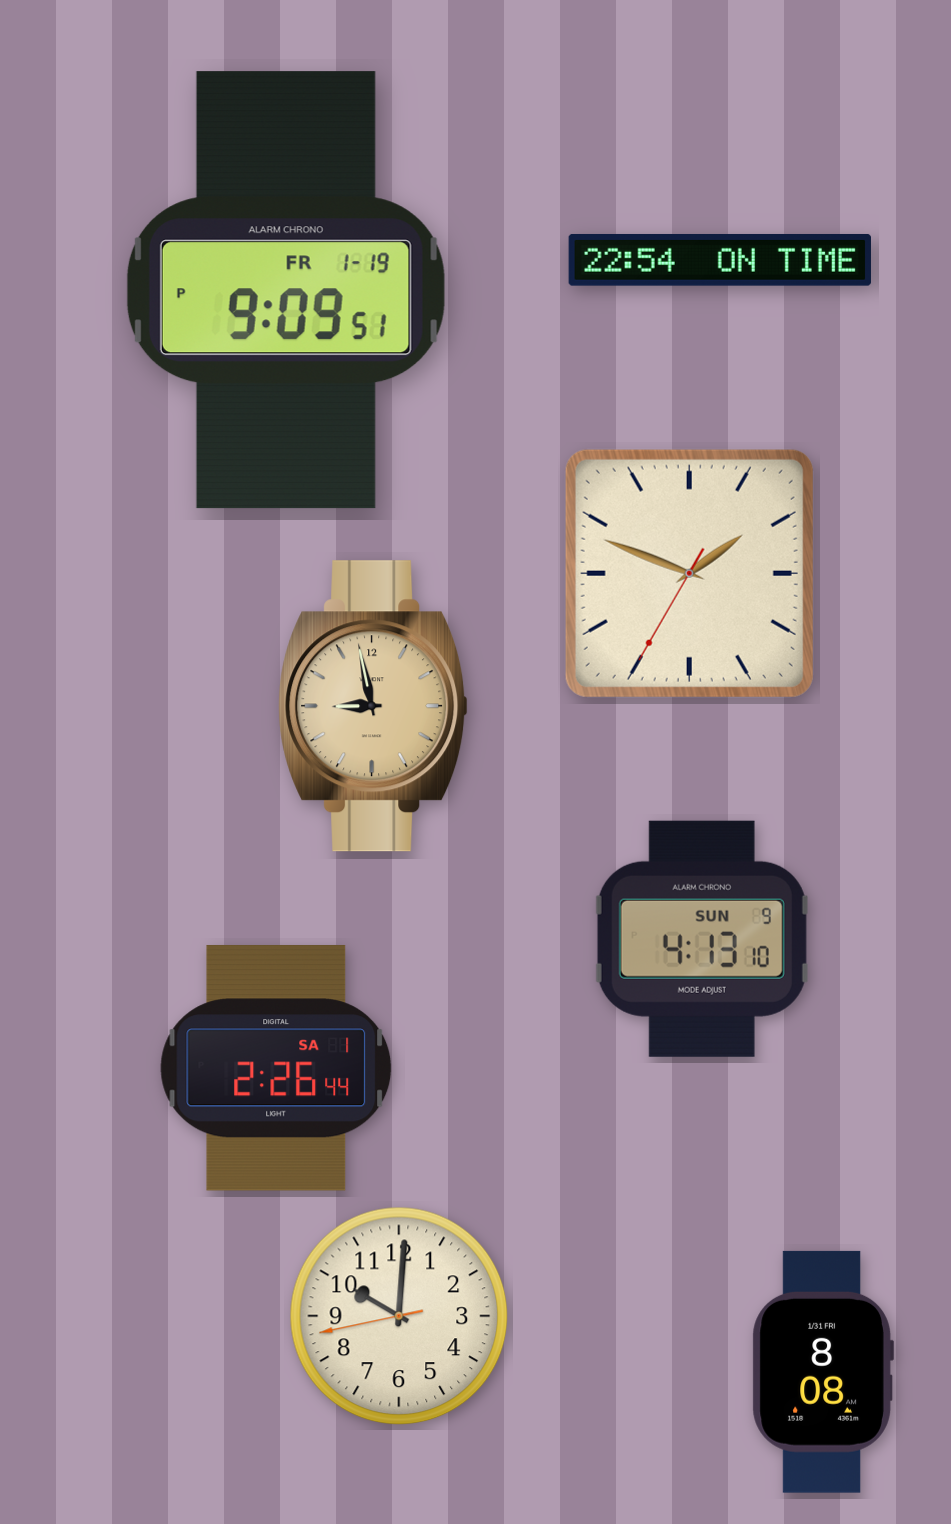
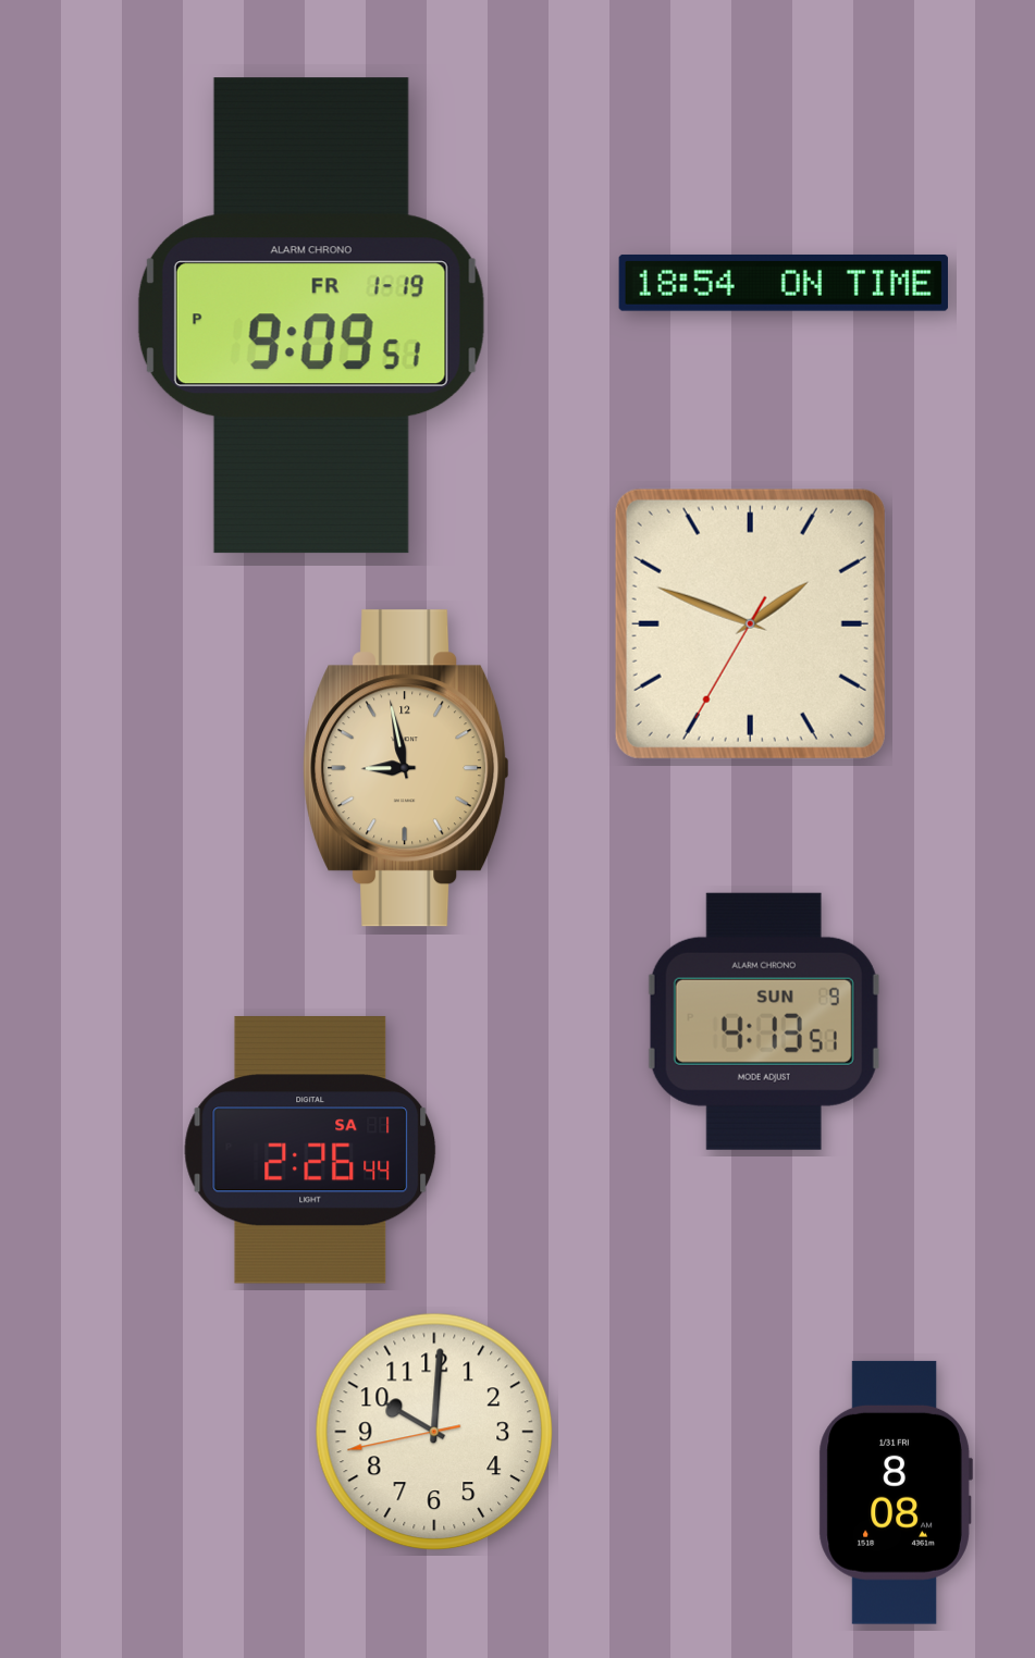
clock at (719, 260): 22:54 -> 18:54
clock at (702, 939): 4:13:10 -> 4:13:51
clock at (276, 1068) position: (276, 1068) -> (310, 1150)
